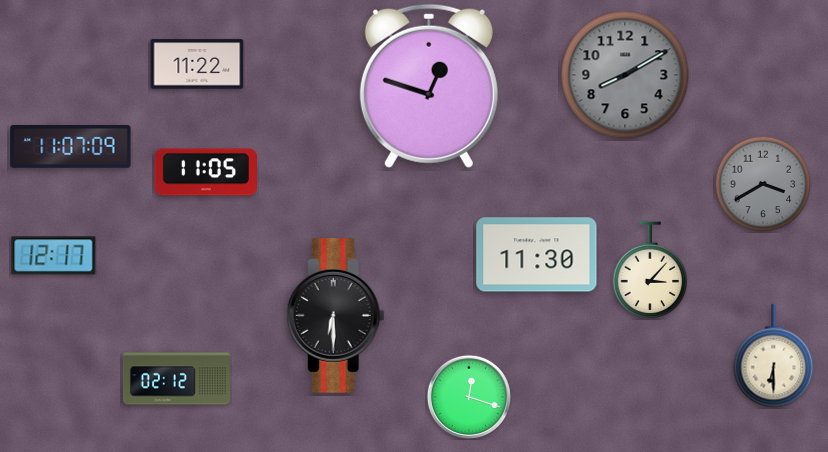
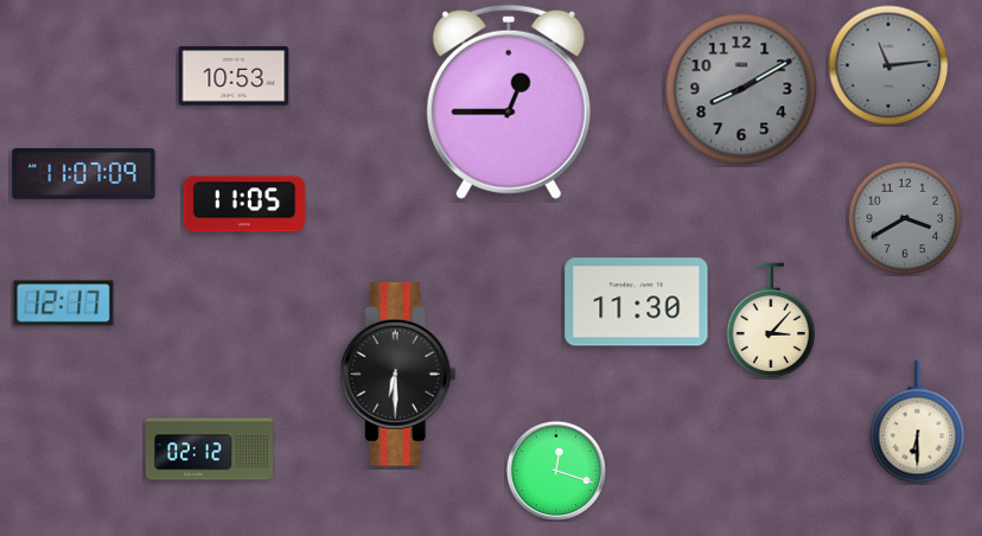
clock at (888, 65): none -> 11:14
clock at (197, 64): 11:22 -> 10:53
clock at (429, 86): 12:48 -> 12:45
